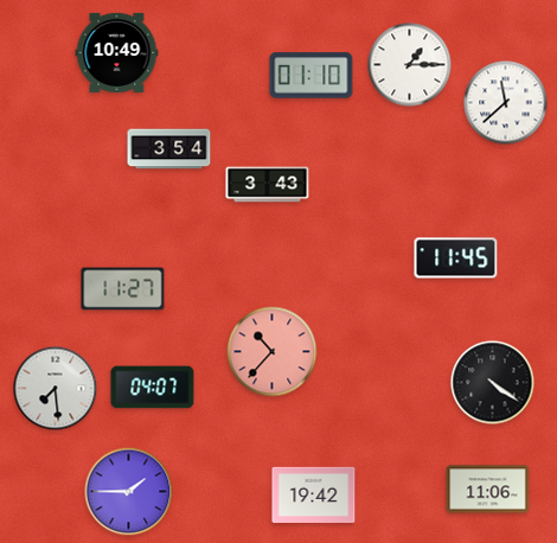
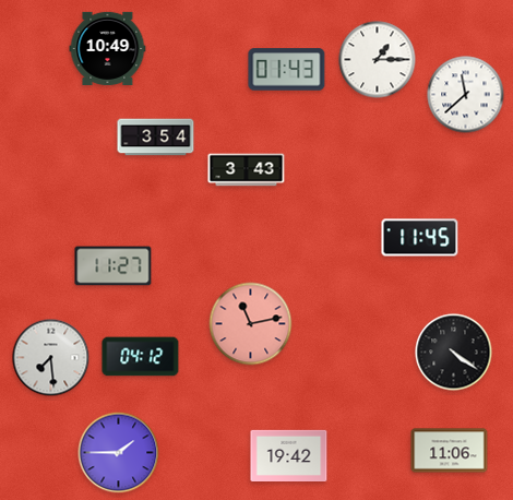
clock at (312, 76): 01:10 -> 01:43
clock at (273, 352): 10:37 -> 11:13
clock at (153, 388): 04:07 -> 04:12
